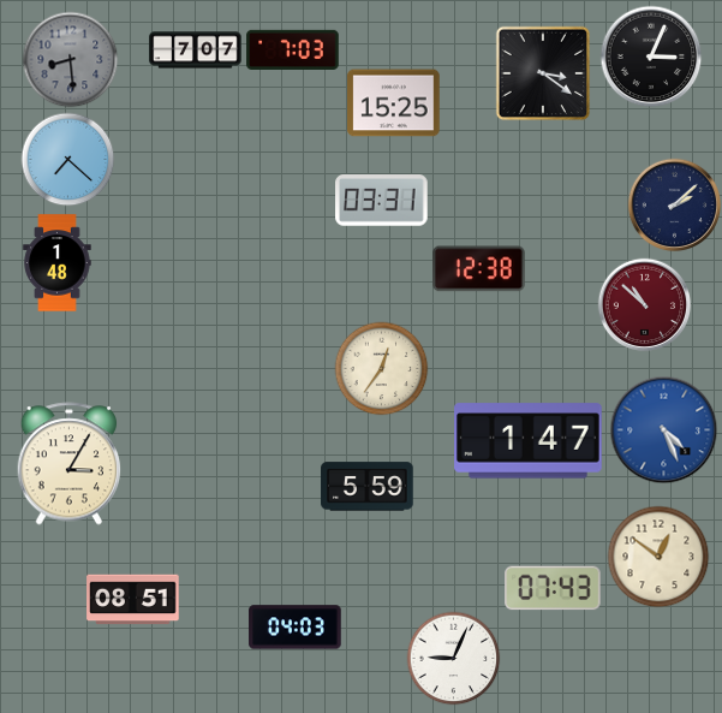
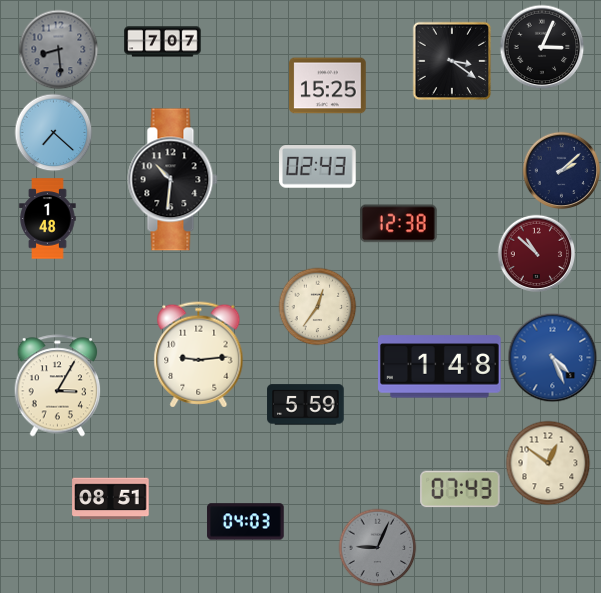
clock at (293, 49): 7:03 -> none
clock at (67, 159) position: (67, 159) -> (53, 132)
clock at (382, 201): 03:31 -> 02:43
clock at (173, 180): none -> 10:31
clock at (199, 355): none -> 9:14
clock at (529, 441): 1:47 -> 1:48
clock at (453, 658) dial: white -> grey
